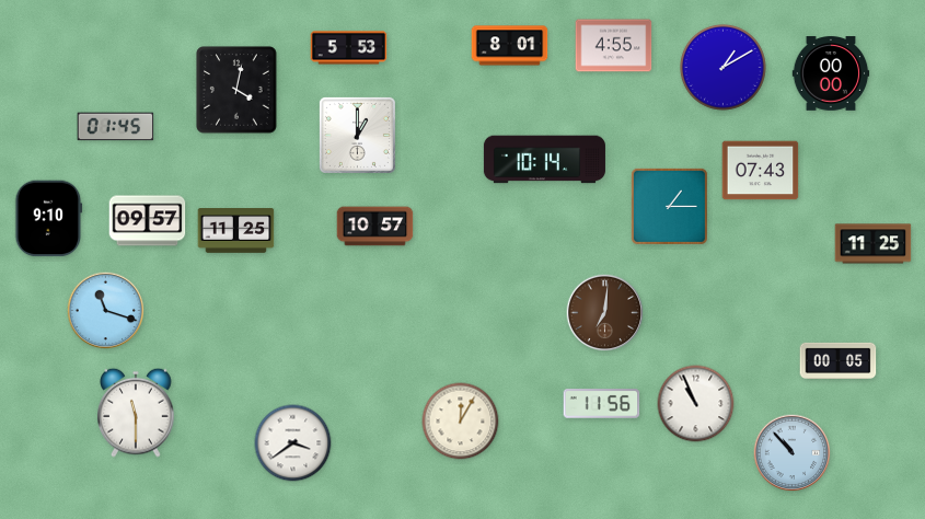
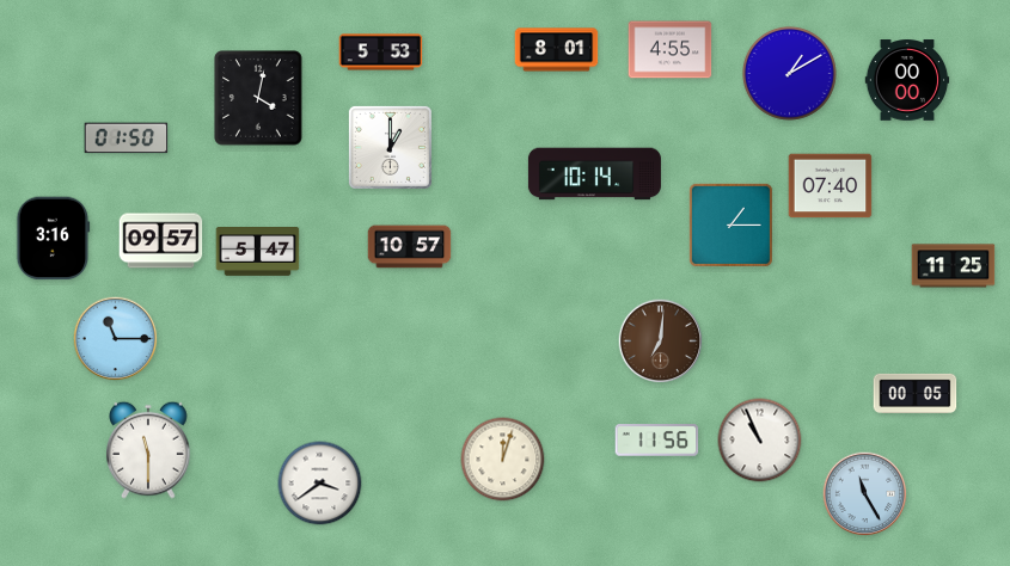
clock at (116, 127): 01:45 -> 01:50
clock at (761, 171): 07:43 -> 07:40
clock at (49, 219): 9:10 -> 3:16
clock at (236, 231): 11:25 -> 5:47
clock at (106, 311): 11:18 -> 11:15
clock at (461, 422): 12:05 -> 12:03
clock at (793, 453): 10:53 -> 11:25
